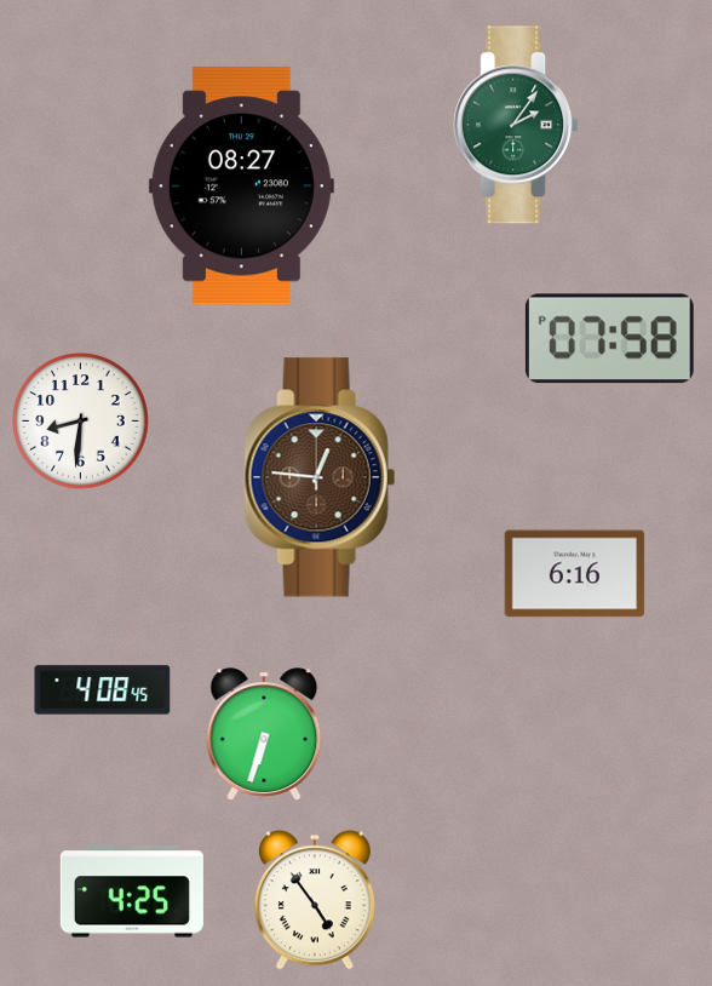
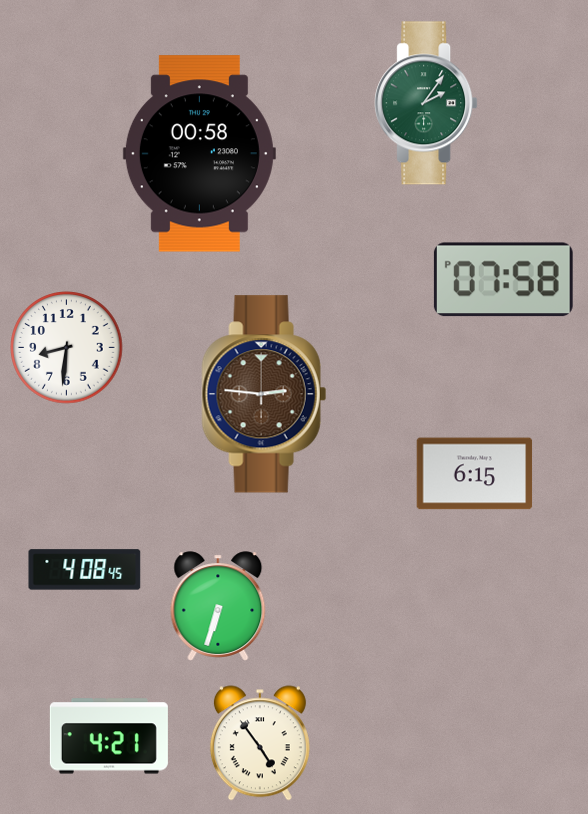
clock at (241, 187): 08:27 -> 00:58
clock at (320, 477): 12:46 -> 2:46
clock at (575, 574): 6:16 -> 6:15
clock at (132, 892): 4:25 -> 4:21
